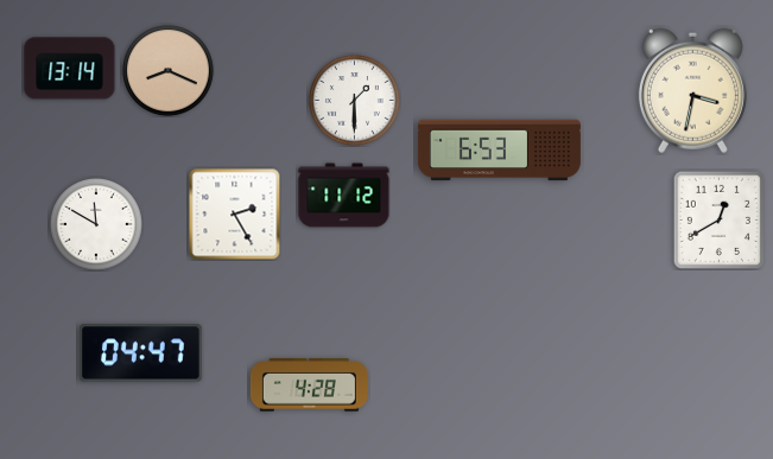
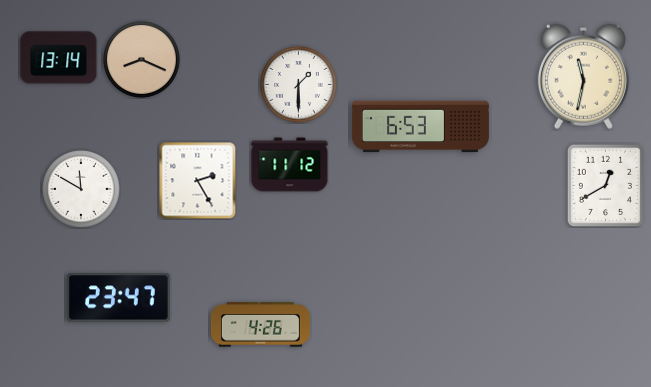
clock at (692, 90): 3:32 -> 11:32
clock at (141, 353): 04:47 -> 23:47
clock at (309, 385): 4:28 -> 4:26
